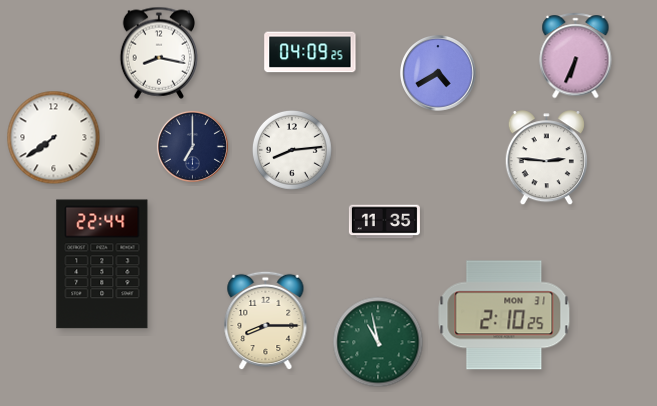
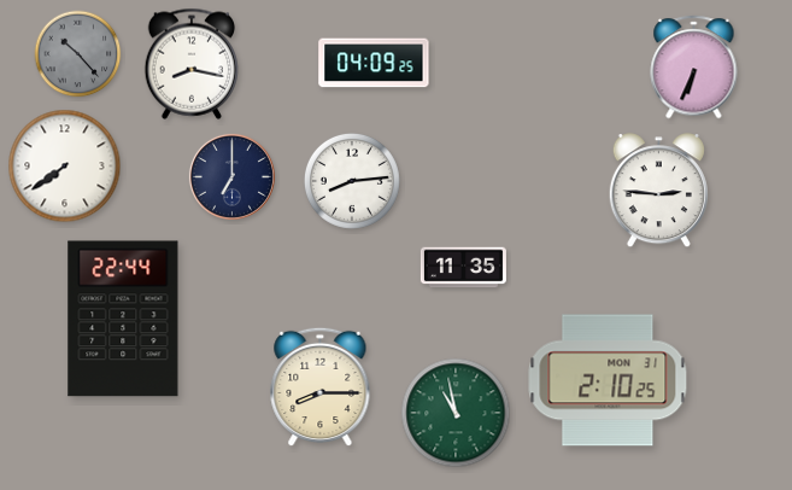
clock at (78, 54): none -> 10:23
clock at (439, 74): 4:40 -> none
